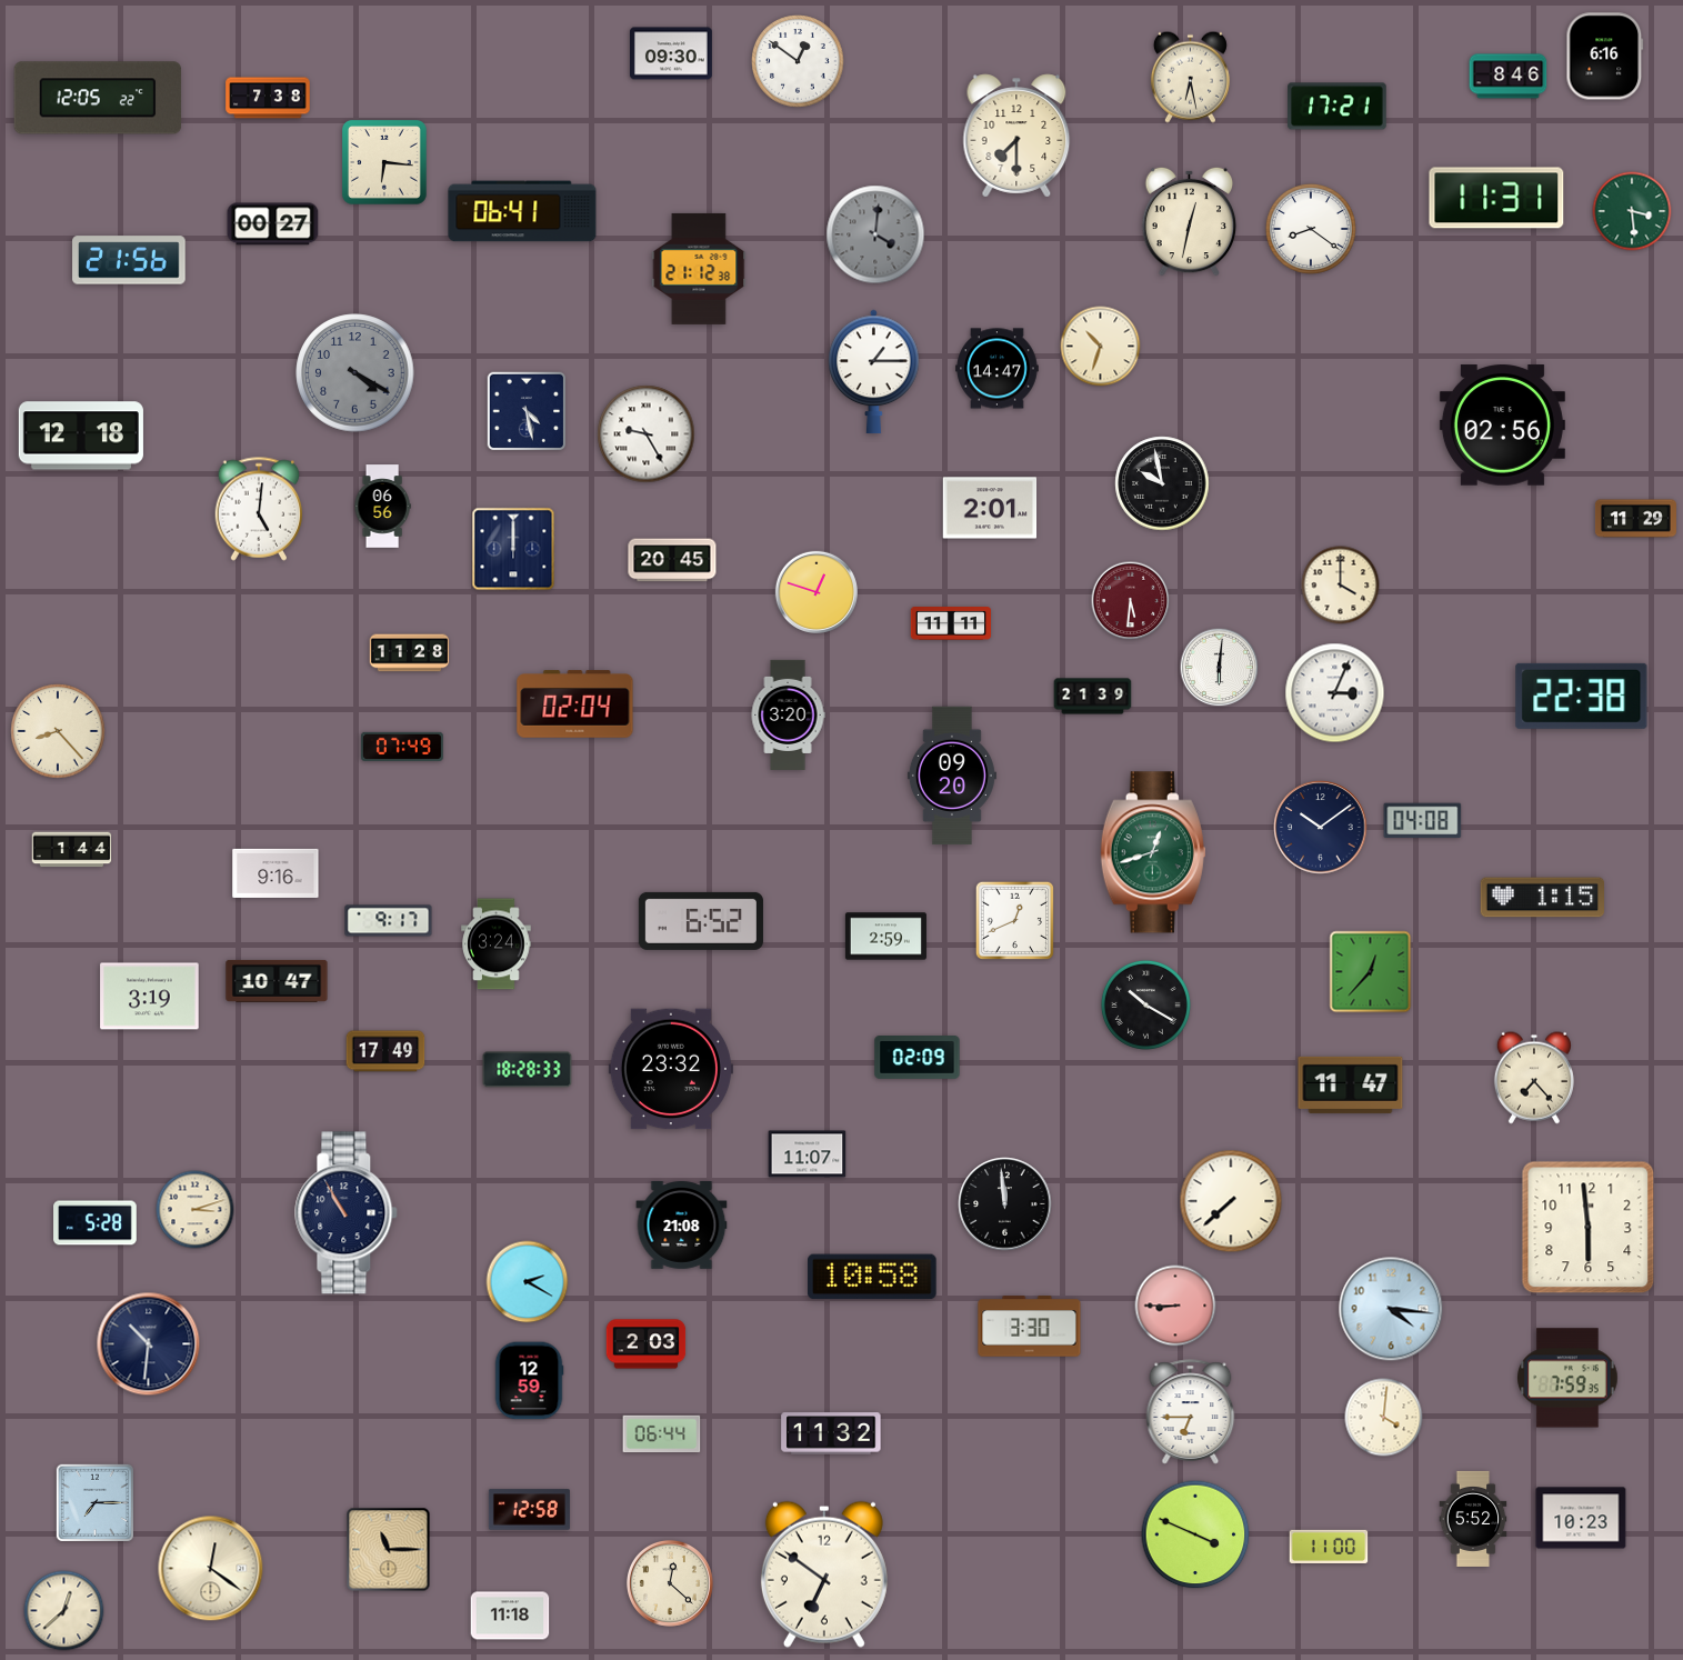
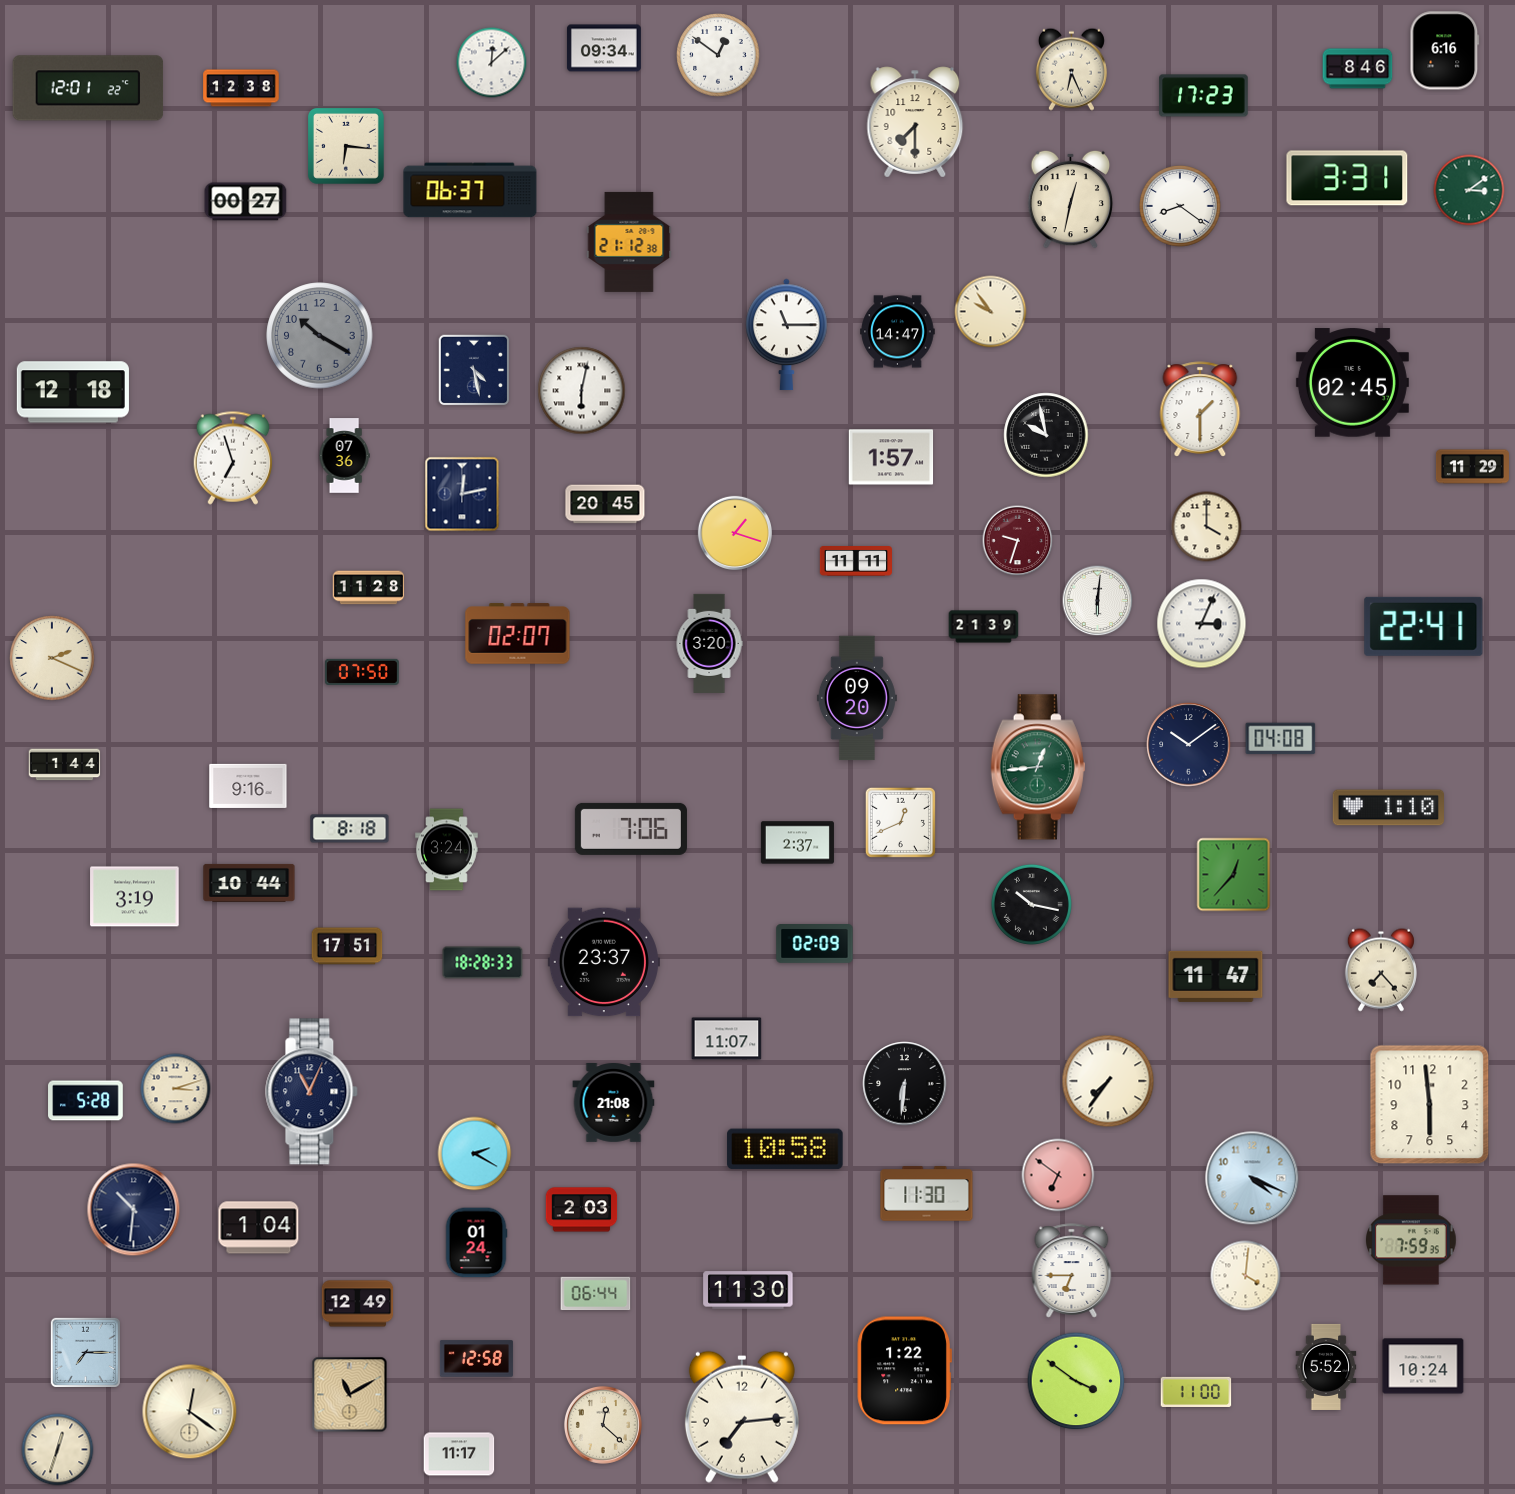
clock at (671, 53): 09:30 -> 09:34
clock at (492, 63): none -> 12:08
clock at (1190, 77): 6:28 -> 6:26
clock at (98, 98): 12:05 -> 12:01
clock at (268, 98): 7:38 -> 12:38
clock at (1338, 107): 17:21 -> 17:23
clock at (1496, 198): 11:31 -> 3:31
clock at (522, 211): 06:41 -> 06:37
clock at (1632, 211): 3:29 -> 3:09
clock at (875, 234): 4:01 -> none
clock at (129, 260): 21:56 -> none
clock at (1101, 347): 10:33 -> 9:54
clock at (874, 371): 1:15 -> 11:15
clock at (355, 373): 4:20 -> 10:20
clock at (1502, 426): 02:56 -> 02:45
clock at (647, 434): 9:25 -> 6:02
clock at (1200, 409): none -> 1:30
clock at (382, 507): 06:56 -> 07:36
clock at (990, 508): 2:01 -> 1:57
clock at (259, 509): 5:01 -> 6:57
clock at (513, 549): 12:00 -> 12:13
clock at (815, 591): 12:48 -> 1:18
clock at (1131, 601): 5:31 -> 9:33
clock at (1582, 696): 22:38 -> 22:41
clock at (575, 704): 02:04 -> 02:07
clock at (58, 731): 8:23 -> 2:19
clock at (402, 747): 07:49 -> 07:50
clock at (1153, 852): 12:42 -> 12:44
clock at (1543, 898): 1:15 -> 1:10
clock at (1014, 920) position: (1014, 920) -> (900, 822)
clock at (389, 921): 9:17 -> 8:18
clock at (701, 921): 6:52 -> 7:06
clock at (885, 937): 2:59 -> 2:37
clock at (277, 981): 10:47 -> 10:44
clock at (1145, 1004): 10:20 -> 10:17
clock at (385, 1051): 17:49 -> 17:51
clock at (918, 1058) position: (918, 1058) -> (815, 944)
clock at (671, 1069): 23:32 -> 23:37
clock at (528, 1070) position: (528, 1070) -> (483, 963)
clock at (1231, 1201): 7:38 -> 7:36
clock at (1005, 1204): 11:59 -> 6:31
clock at (347, 1213): 10:55 -> 11:04
clock at (1175, 1306): 8:45 -> 6:51
clock at (1391, 1309): 4:16 -> 4:19
clock at (1030, 1327): 3:30 -> 11:30
clock at (259, 1228): none -> 1:04
clock at (529, 1381): 12:59 -> 01:24
clock at (831, 1433): 11:32 -> 11:30
clock at (662, 1434) position: (662, 1434) -> (596, 1294)
clock at (358, 1304): none -> 12:49
clock at (1581, 1518): 10:23 -> 10:24
clock at (904, 1371): none -> 1:22
clock at (1195, 1534): 3:49 -> 3:51
clock at (389, 1550): 11:15 -> 11:10
clock at (824, 1574): 6:51 -> 7:14
clock at (64, 1611): 12:38 -> 12:33
clock at (510, 1616): 11:18 -> 11:17
